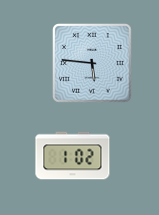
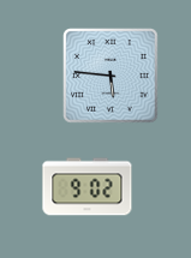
clock at (73, 156): 1:02 -> 9:02
